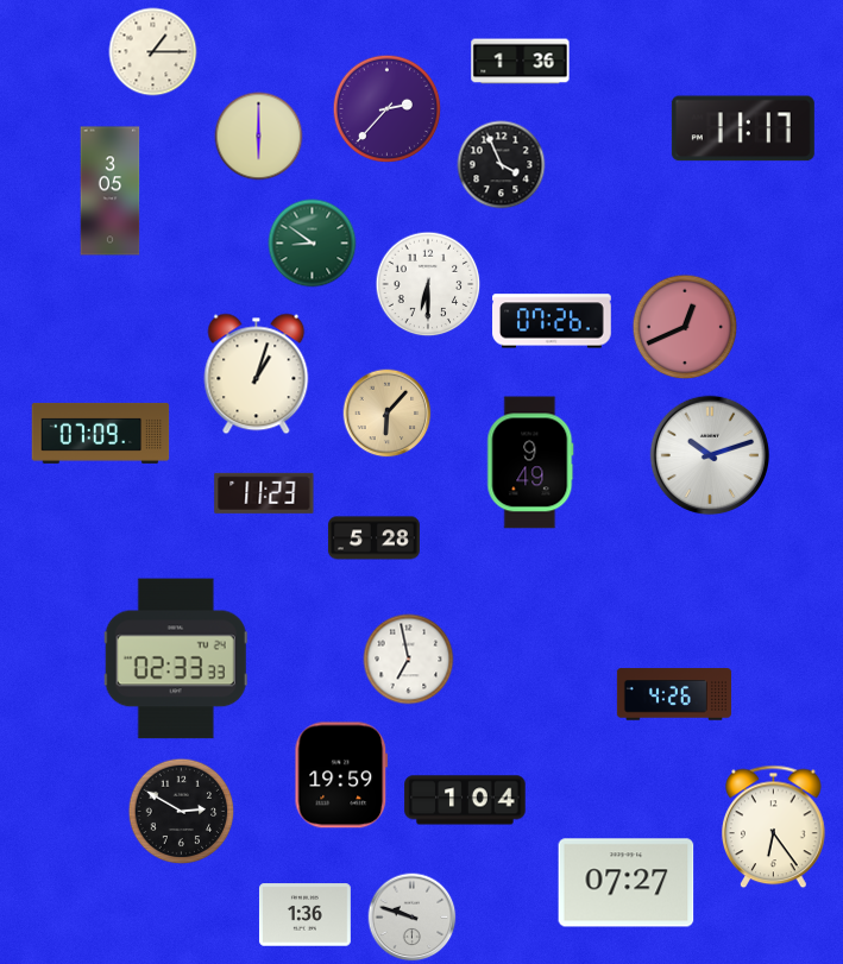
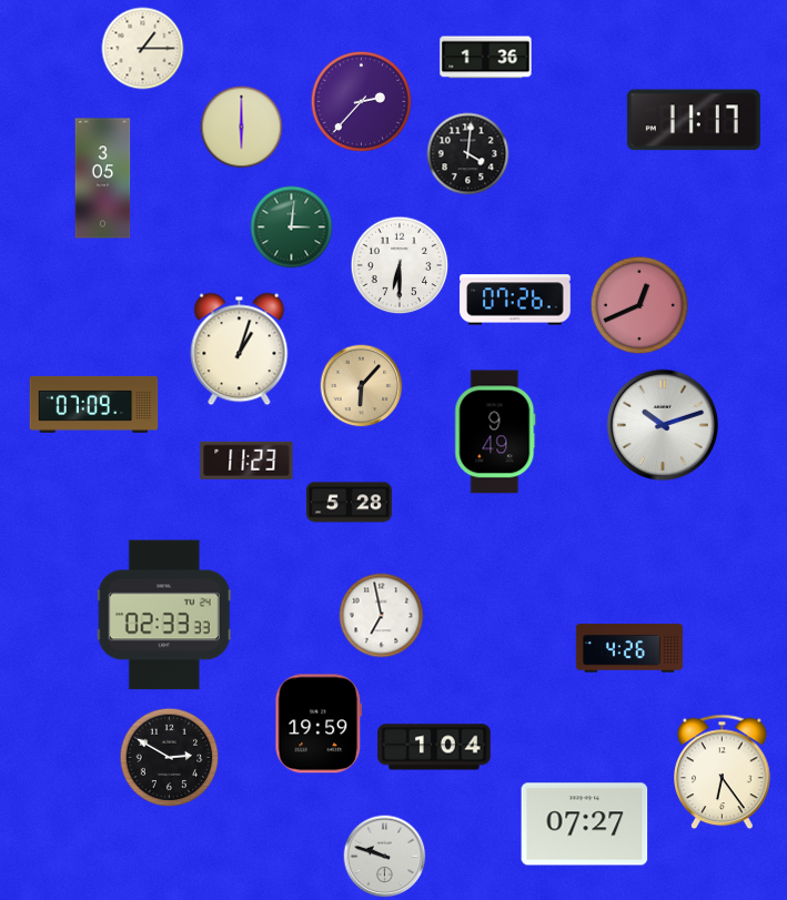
clock at (502, 165): 3:56 -> 4:01
clock at (313, 244): 8:51 -> 3:01
clock at (304, 915): 1:36 -> none
